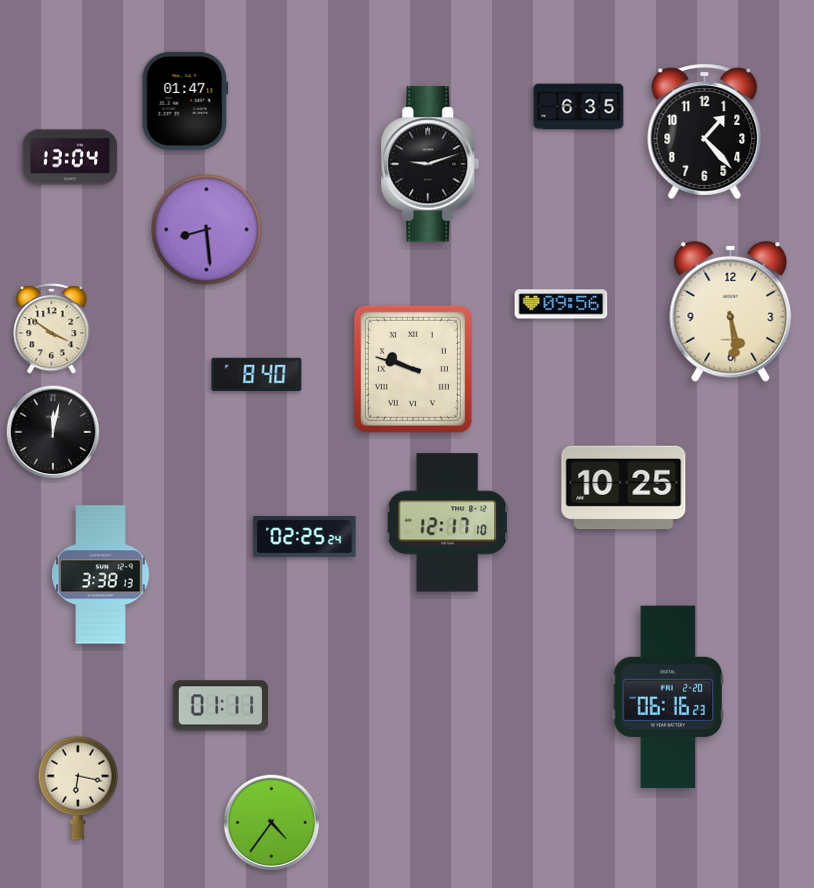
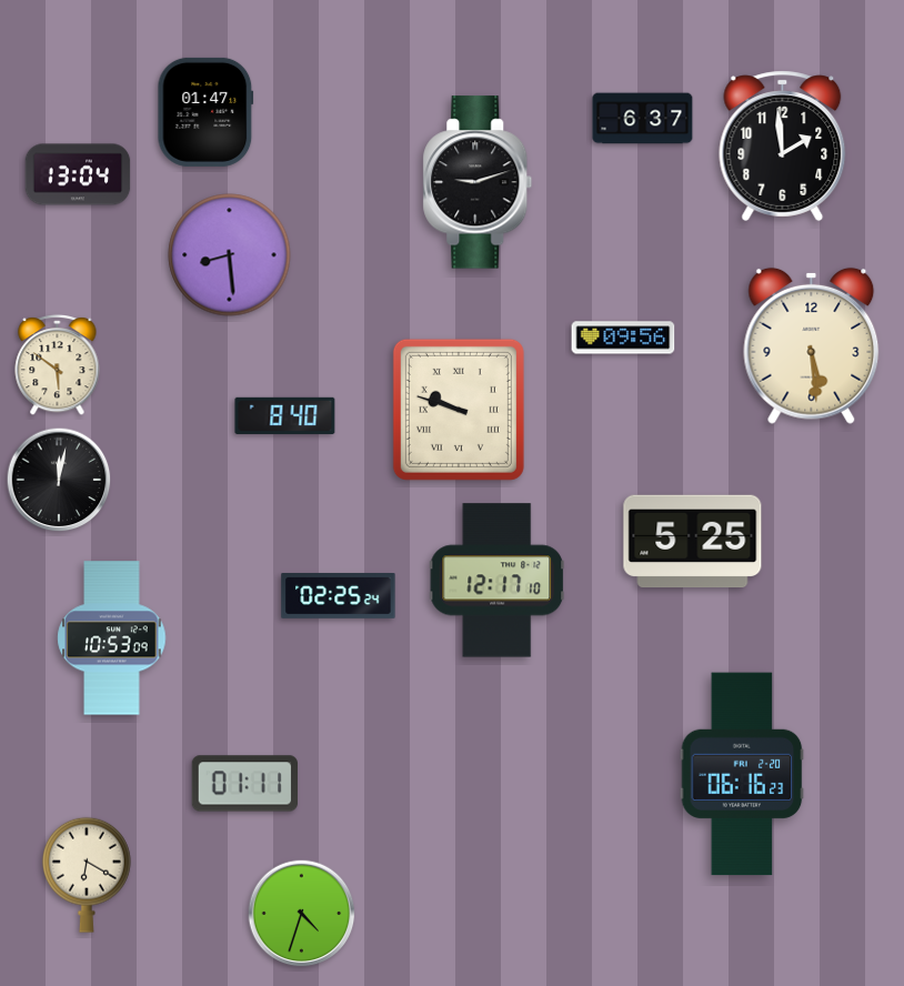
clock at (579, 107): 6:35 -> 6:37
clock at (705, 131): 1:23 -> 1:59
clock at (52, 328): 3:51 -> 5:51
clock at (624, 488): 10:25 -> 5:25
clock at (101, 575): 3:38 -> 10:53
clock at (78, 788): 6:17 -> 6:20
clock at (272, 823): 4:36 -> 4:33
